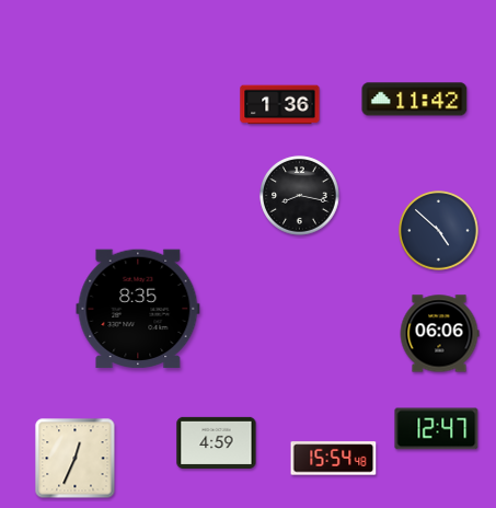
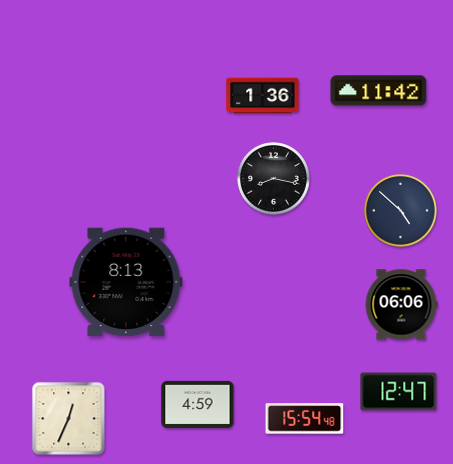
clock at (280, 105) position: (280, 105) -> (263, 96)
clock at (138, 309): 8:35 -> 8:13
